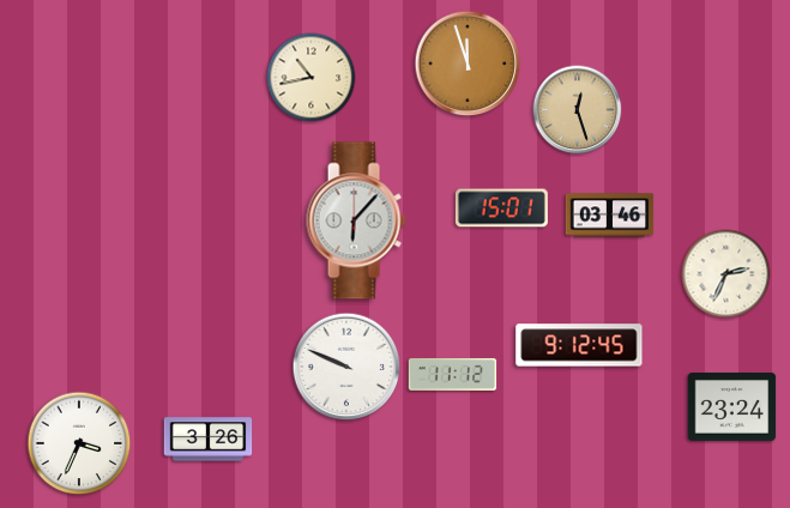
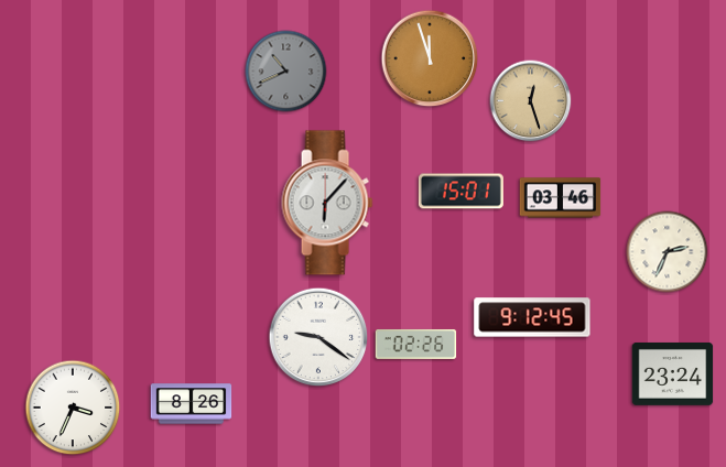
clock at (312, 78): 10:43 -> 10:41
clock at (312, 78) dial: cream -> grey
clock at (346, 367): 9:49 -> 9:21
clock at (453, 374): 11:12 -> 02:26
clock at (209, 440): 3:26 -> 8:26
